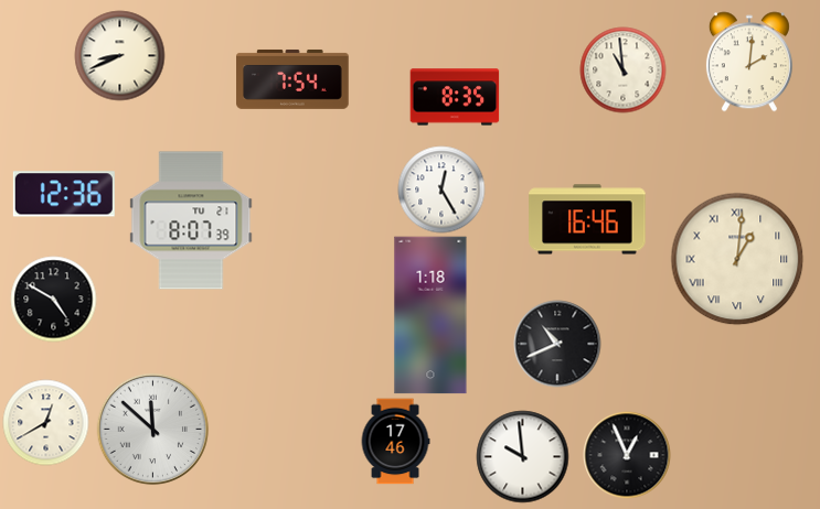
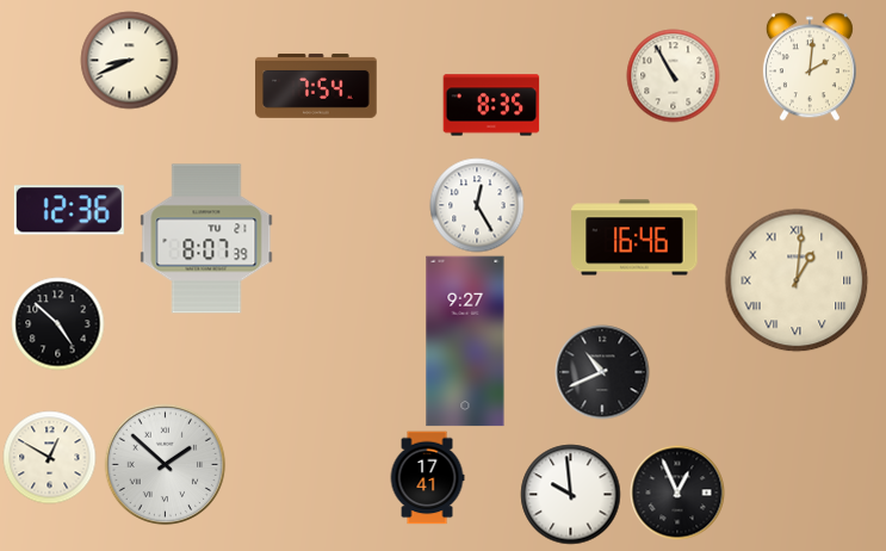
clock at (622, 69): 10:59 -> 10:55
clock at (53, 299): 4:50 -> 4:52
clock at (430, 315): 1:18 -> 9:27
clock at (45, 422): 12:40 -> 12:50
clock at (152, 429): 11:52 -> 1:52
clock at (395, 441): 17:46 -> 17:41
clock at (522, 456) position: (522, 456) -> (570, 494)
